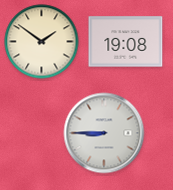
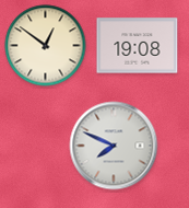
clock at (42, 42): 1:51 -> 12:51
clock at (104, 133): 8:45 -> 7:49
